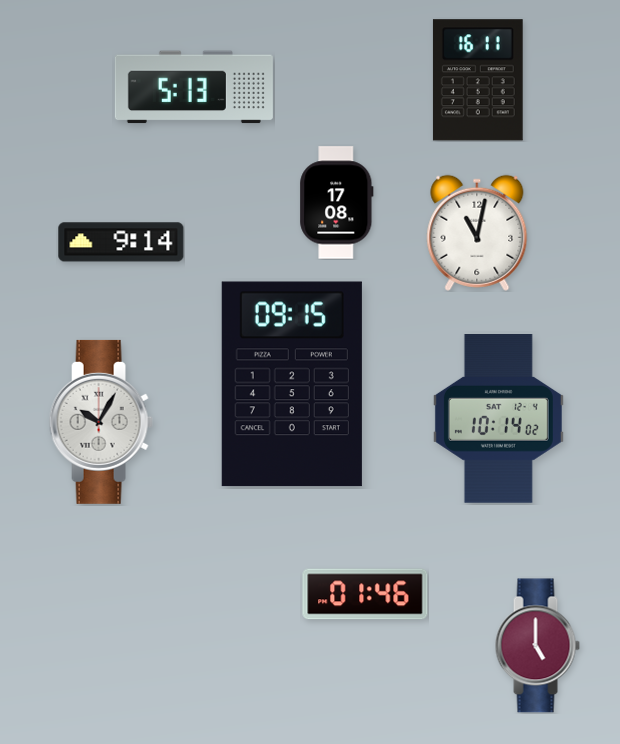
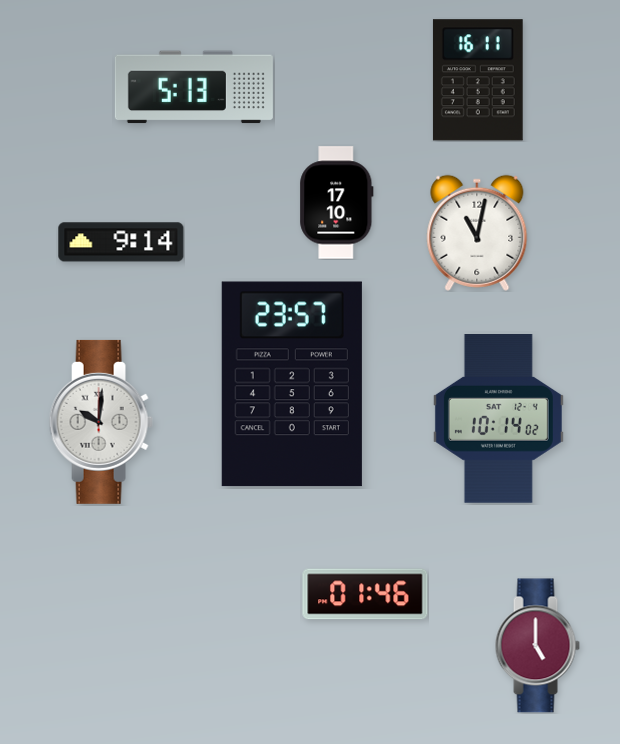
clock at (337, 203): 17:08 -> 17:10
clock at (292, 384): 09:15 -> 23:57
clock at (101, 422): 10:05 -> 10:01
